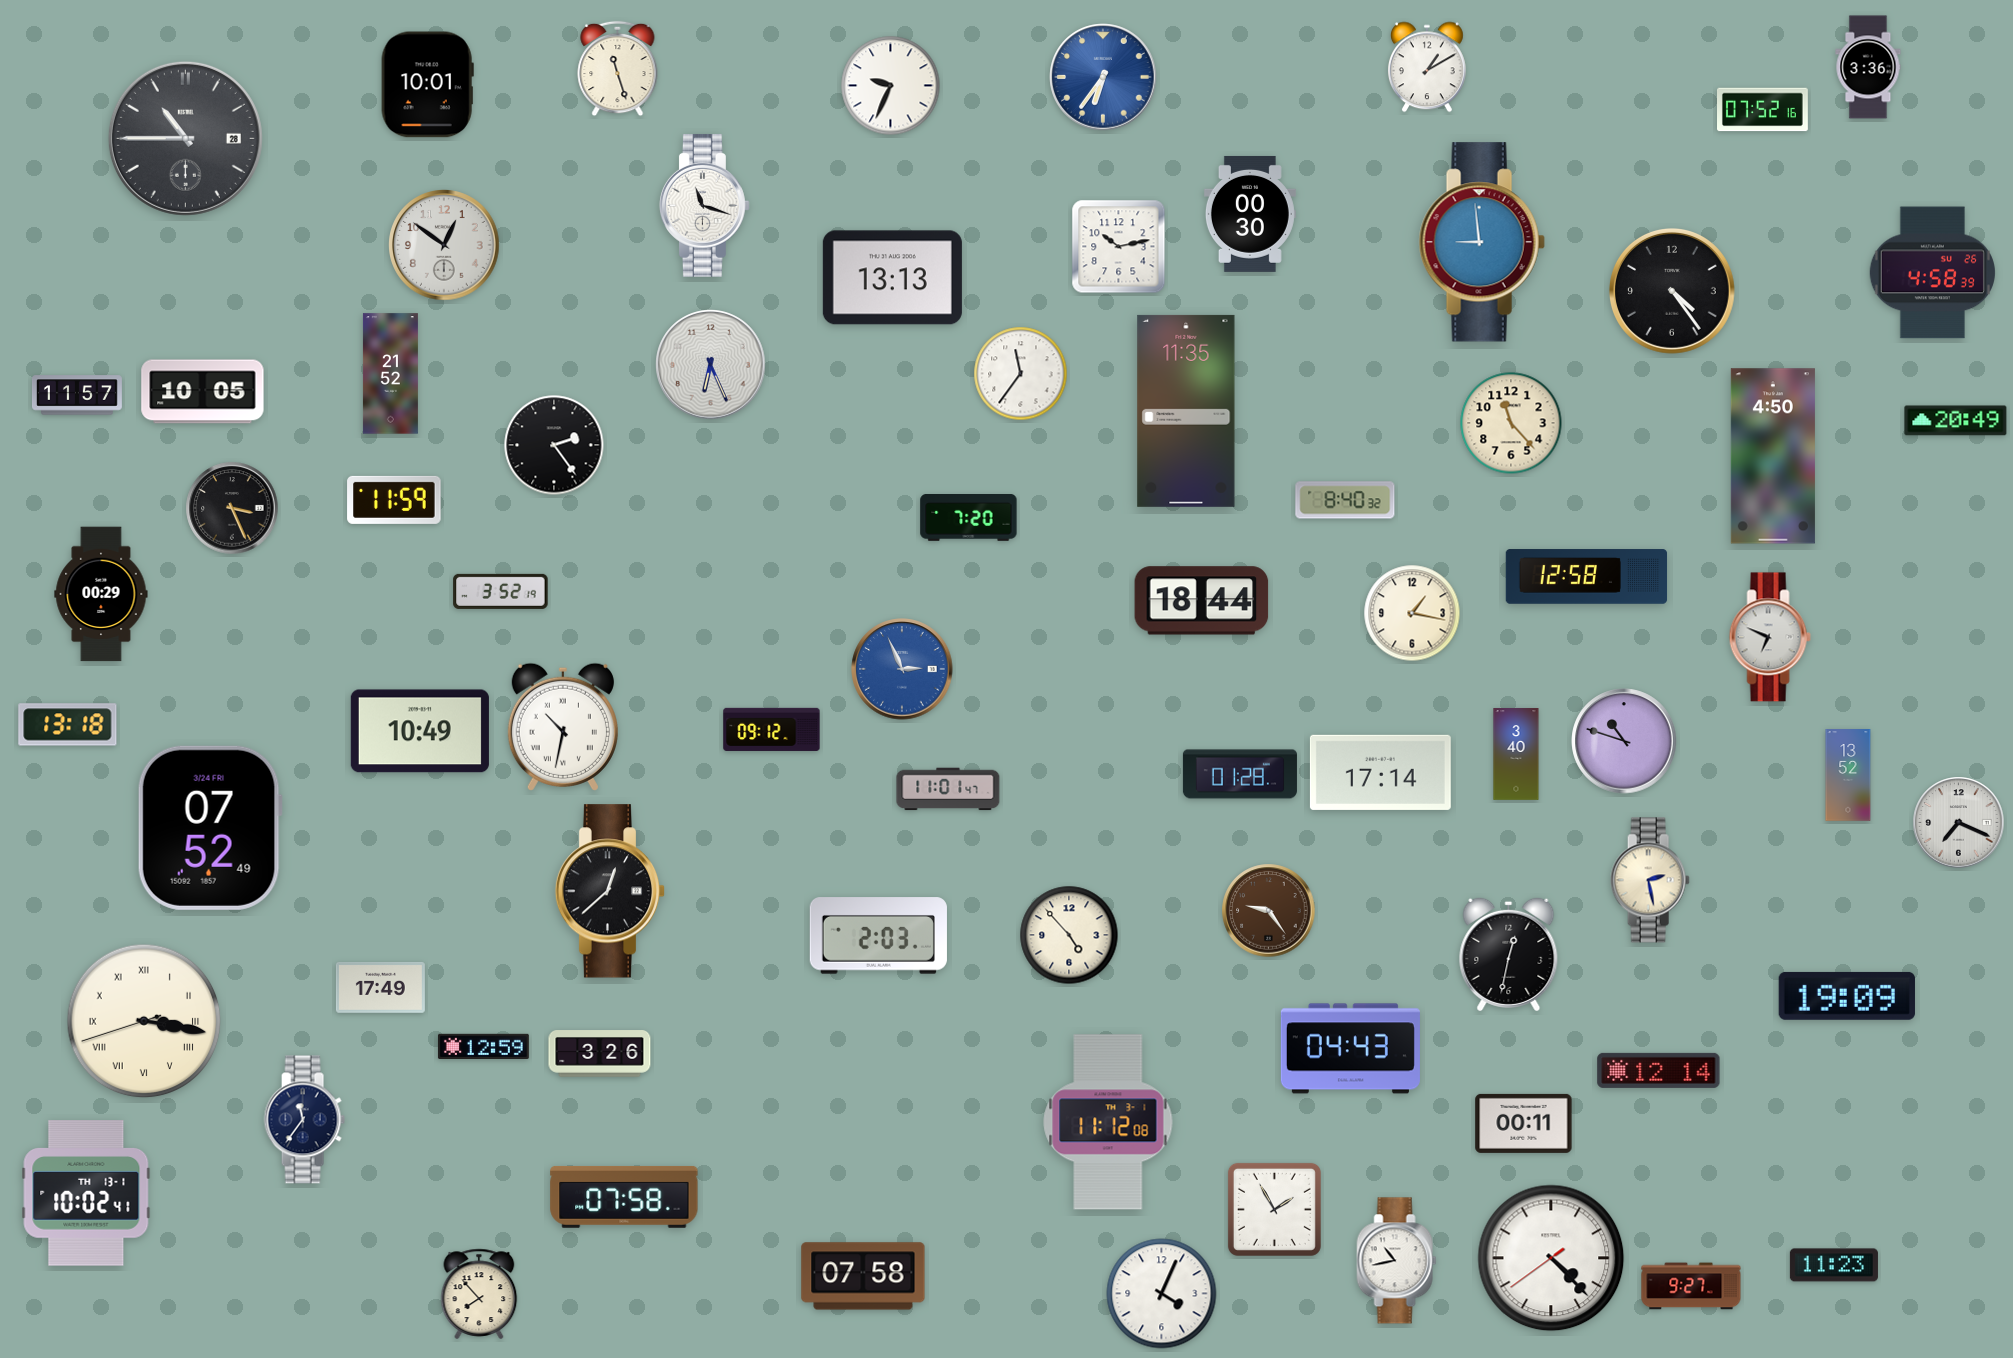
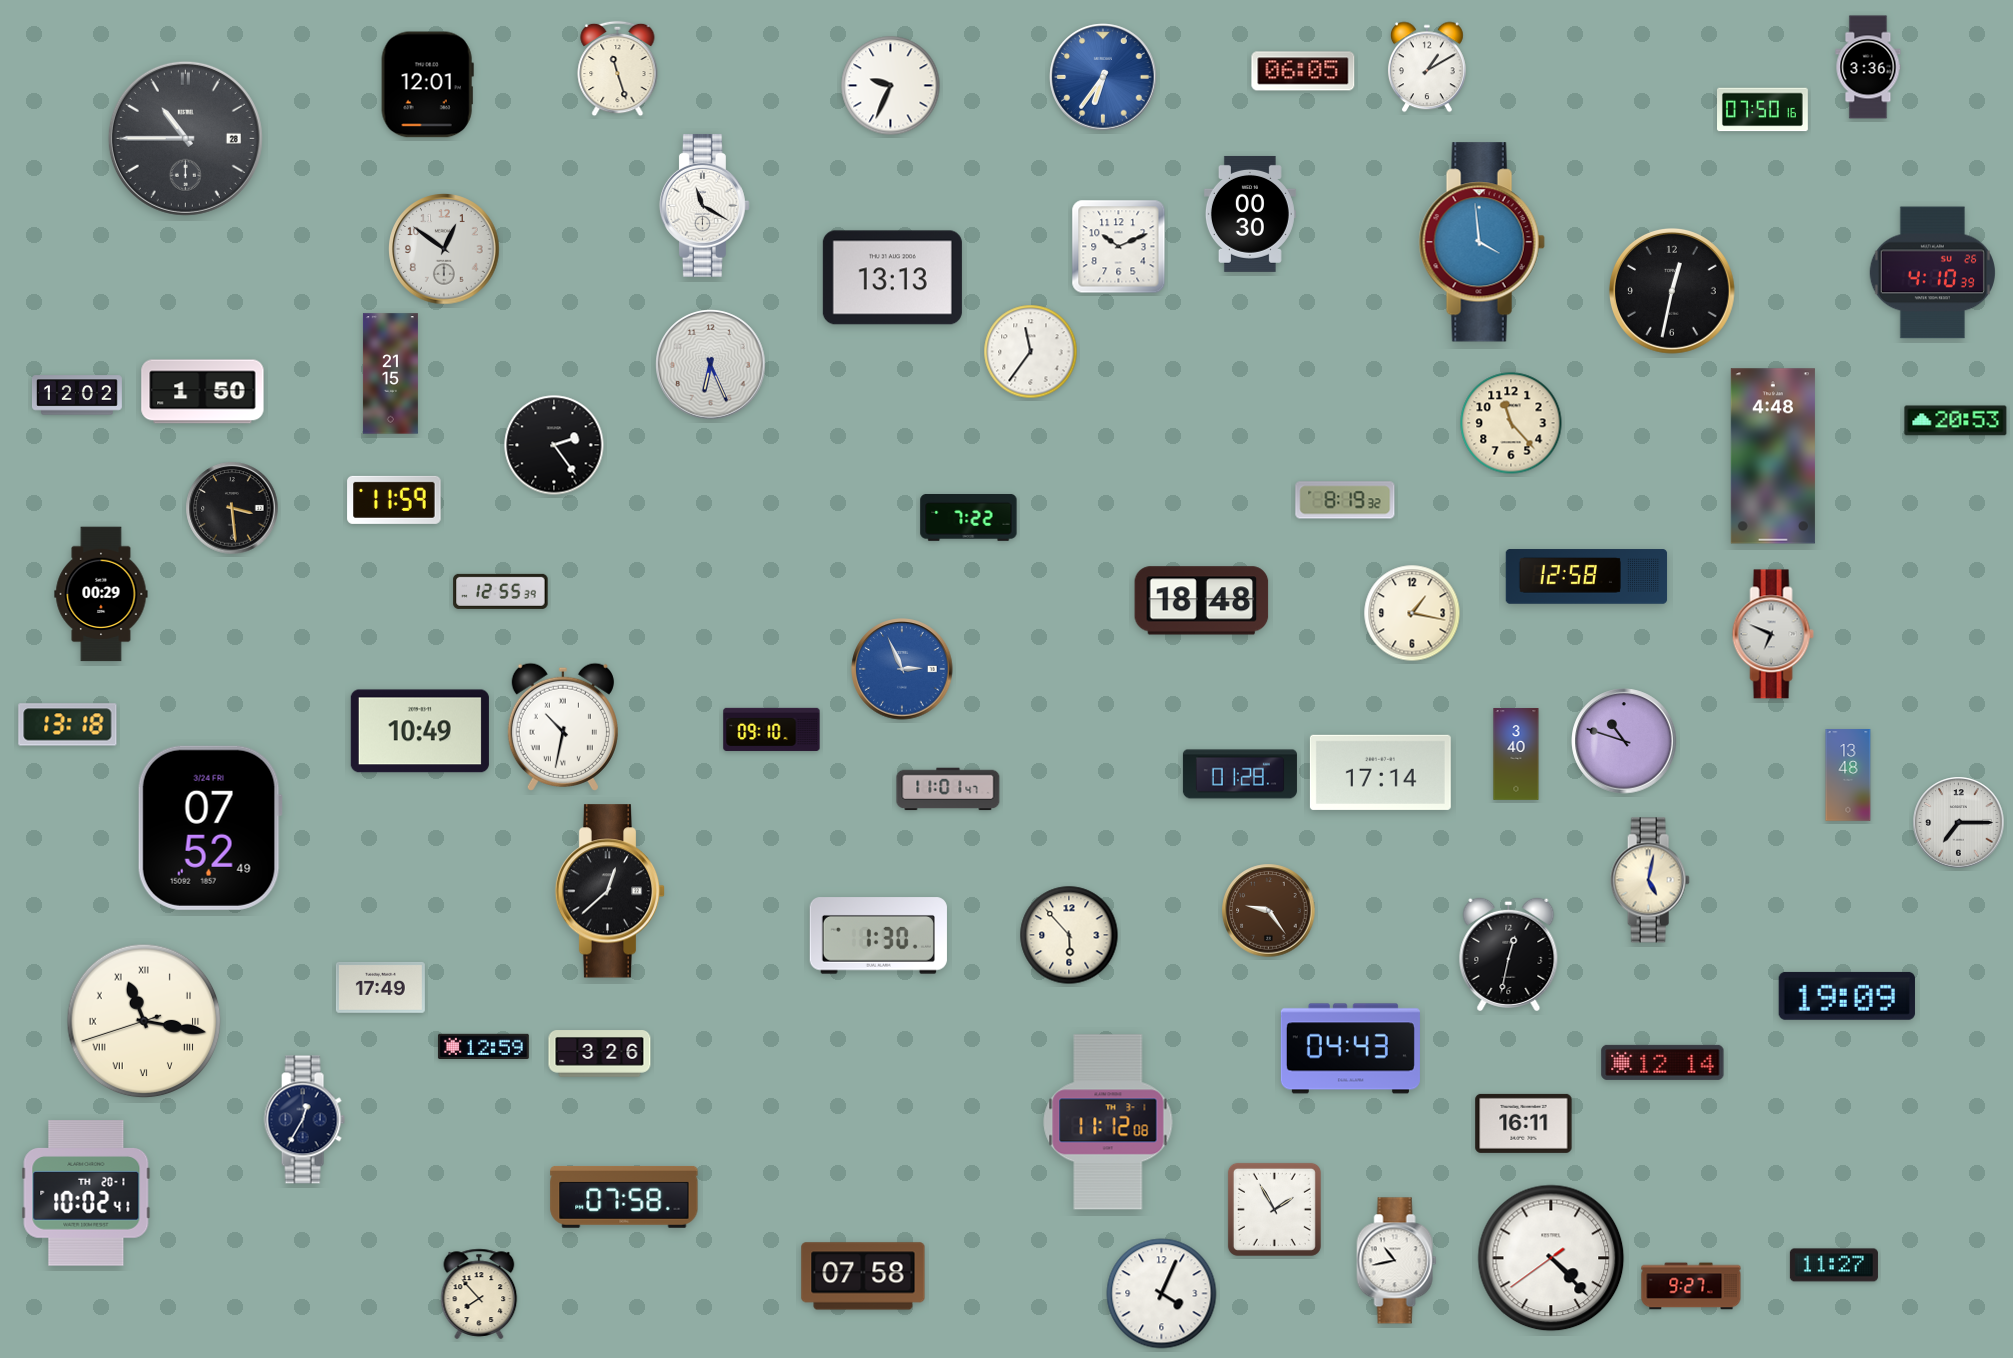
clock at (1303, 71): none -> 06:05
clock at (427, 85): 10:01 -> 12:01
clock at (1763, 110): 07:52 -> 07:50
clock at (705, 206): 11:18 -> 11:20
clock at (1482, 242): 8:59 -> 3:59
clock at (444, 245) position: (444, 245) -> (444, 249)
clock at (1119, 247): 10:13 -> 10:11
clock at (1932, 273): 4:58 -> 4:10
clock at (1672, 291): 4:24 -> 12:32
clock at (390, 374): 21:52 -> 21:15
clock at (1021, 374) position: (1021, 374) -> (1031, 352)
clock at (203, 392): 10:05 -> 1:50
clock at (77, 395): 11:57 -> 12:02
clock at (1186, 411): 11:35 -> none
clock at (1956, 421): 20:49 -> 20:53
clock at (1773, 456): 4:50 -> 4:48
clock at (1345, 500): 8:40 -> 8:19
clock at (232, 508): 3:26 -> 3:29
clock at (969, 518): 7:20 -> 7:22
clock at (501, 591): 3:52 -> 12:55
clock at (1202, 601): 18:44 -> 18:48
clock at (1770, 637) position: (1770, 637) -> (1773, 634)
clock at (772, 729): 09:12 -> 09:10
clock at (1848, 775): 13:52 -> 13:48
clock at (1959, 823): 7:19 -> 7:15
clock at (1650, 880): 2:28 -> 5:02
clock at (1069, 935): 4:53 -> 5:53
clock at (878, 936): 2:03 -> 1:30
clock at (144, 1021): 3:16 -> 11:16
clock at (1659, 1070) position: (1659, 1070) -> (1663, 1062)
clock at (304, 1120): 11:36 -> 12:35
clock at (1524, 1123): 00:11 -> 16:11
clock at (86, 1193) date: TH 13-1 -> TH 20-1
clock at (1834, 1265): 11:23 -> 11:27
